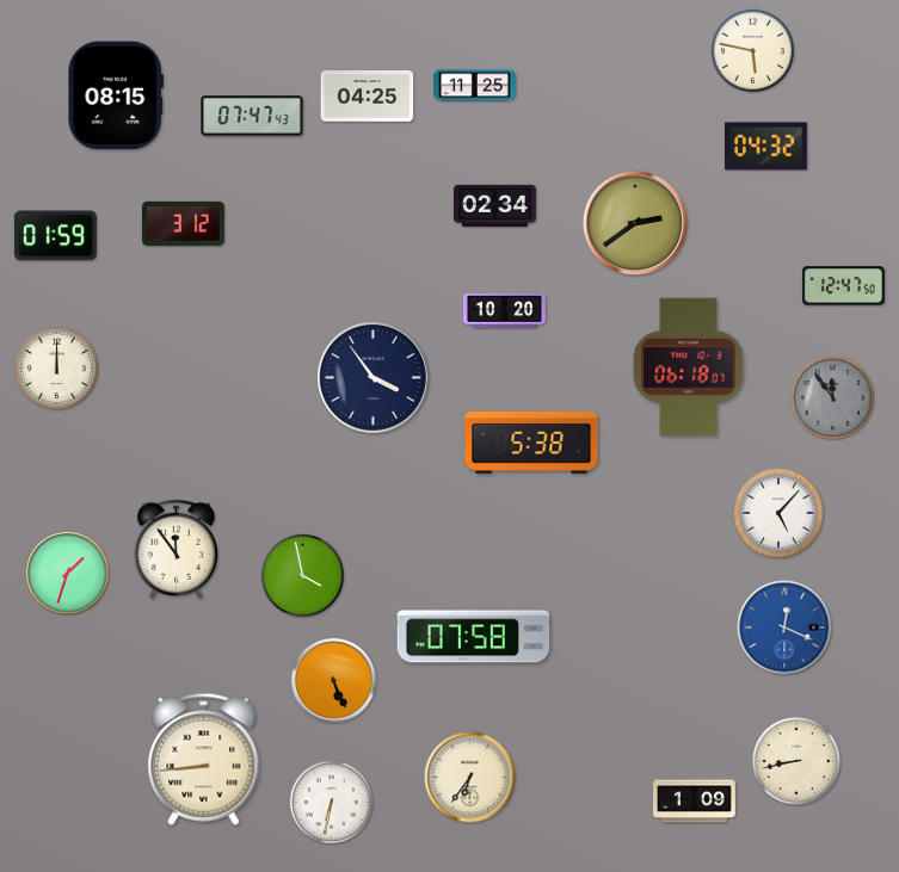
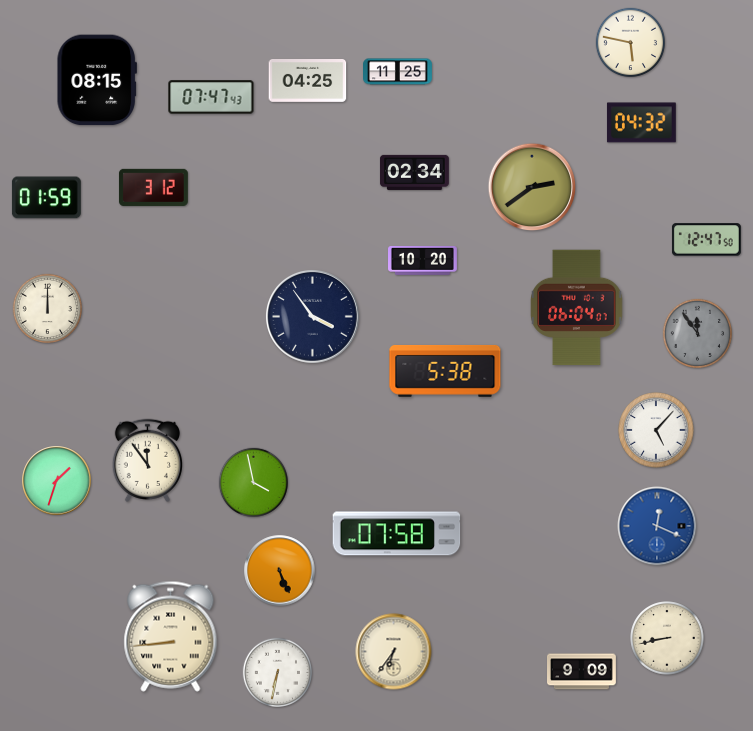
clock at (689, 367): 06:18 -> 06:04
clock at (778, 513) position: (778, 513) -> (656, 430)
clock at (695, 802): 1:09 -> 9:09
